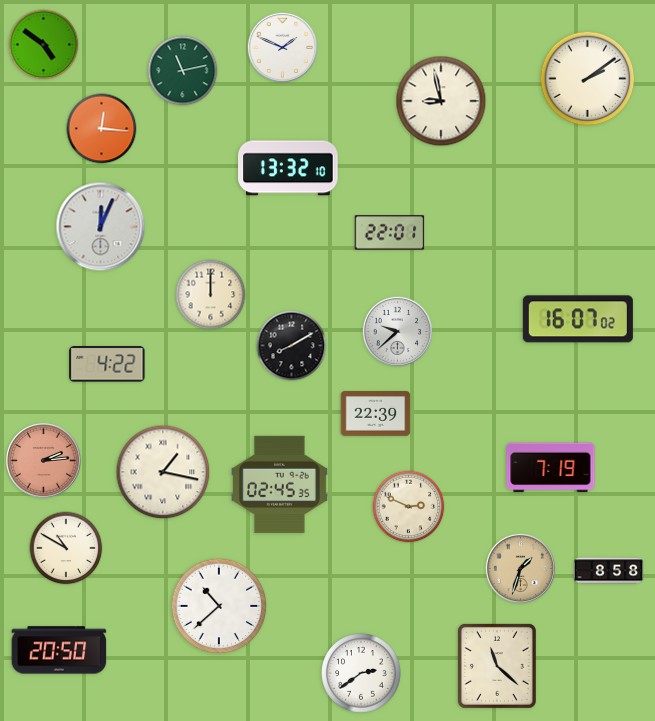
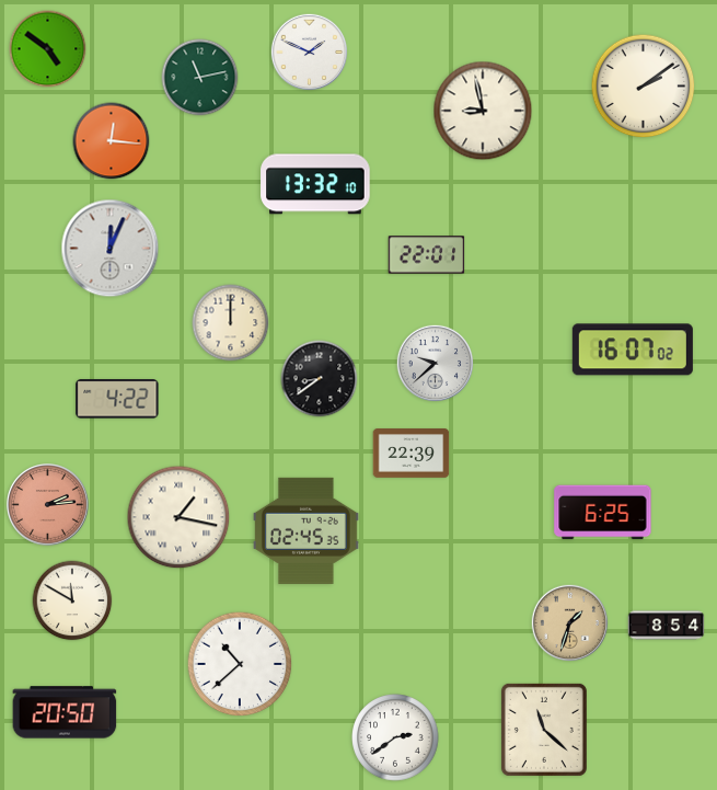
clock at (292, 346): 8:10 -> 8:39
clock at (551, 468): 7:19 -> 6:25
clock at (409, 507): 2:49 -> none
clock at (66, 548): 10:50 -> 11:50
clock at (609, 571): 8:58 -> 8:54
